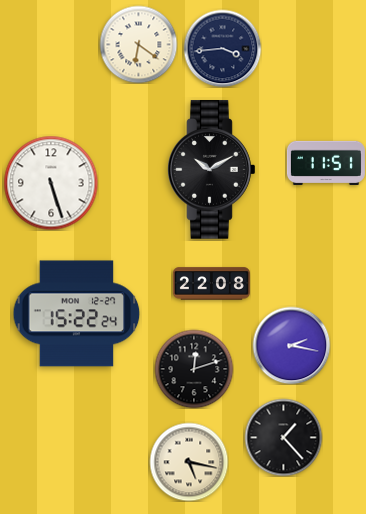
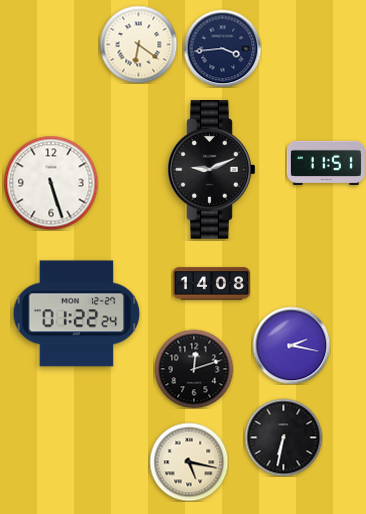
clock at (212, 170): 10:10 -> 9:11
clock at (211, 284): 22:08 -> 14:08
clock at (77, 314): 15:22 -> 01:22
clock at (283, 437): 1:23 -> 6:32
